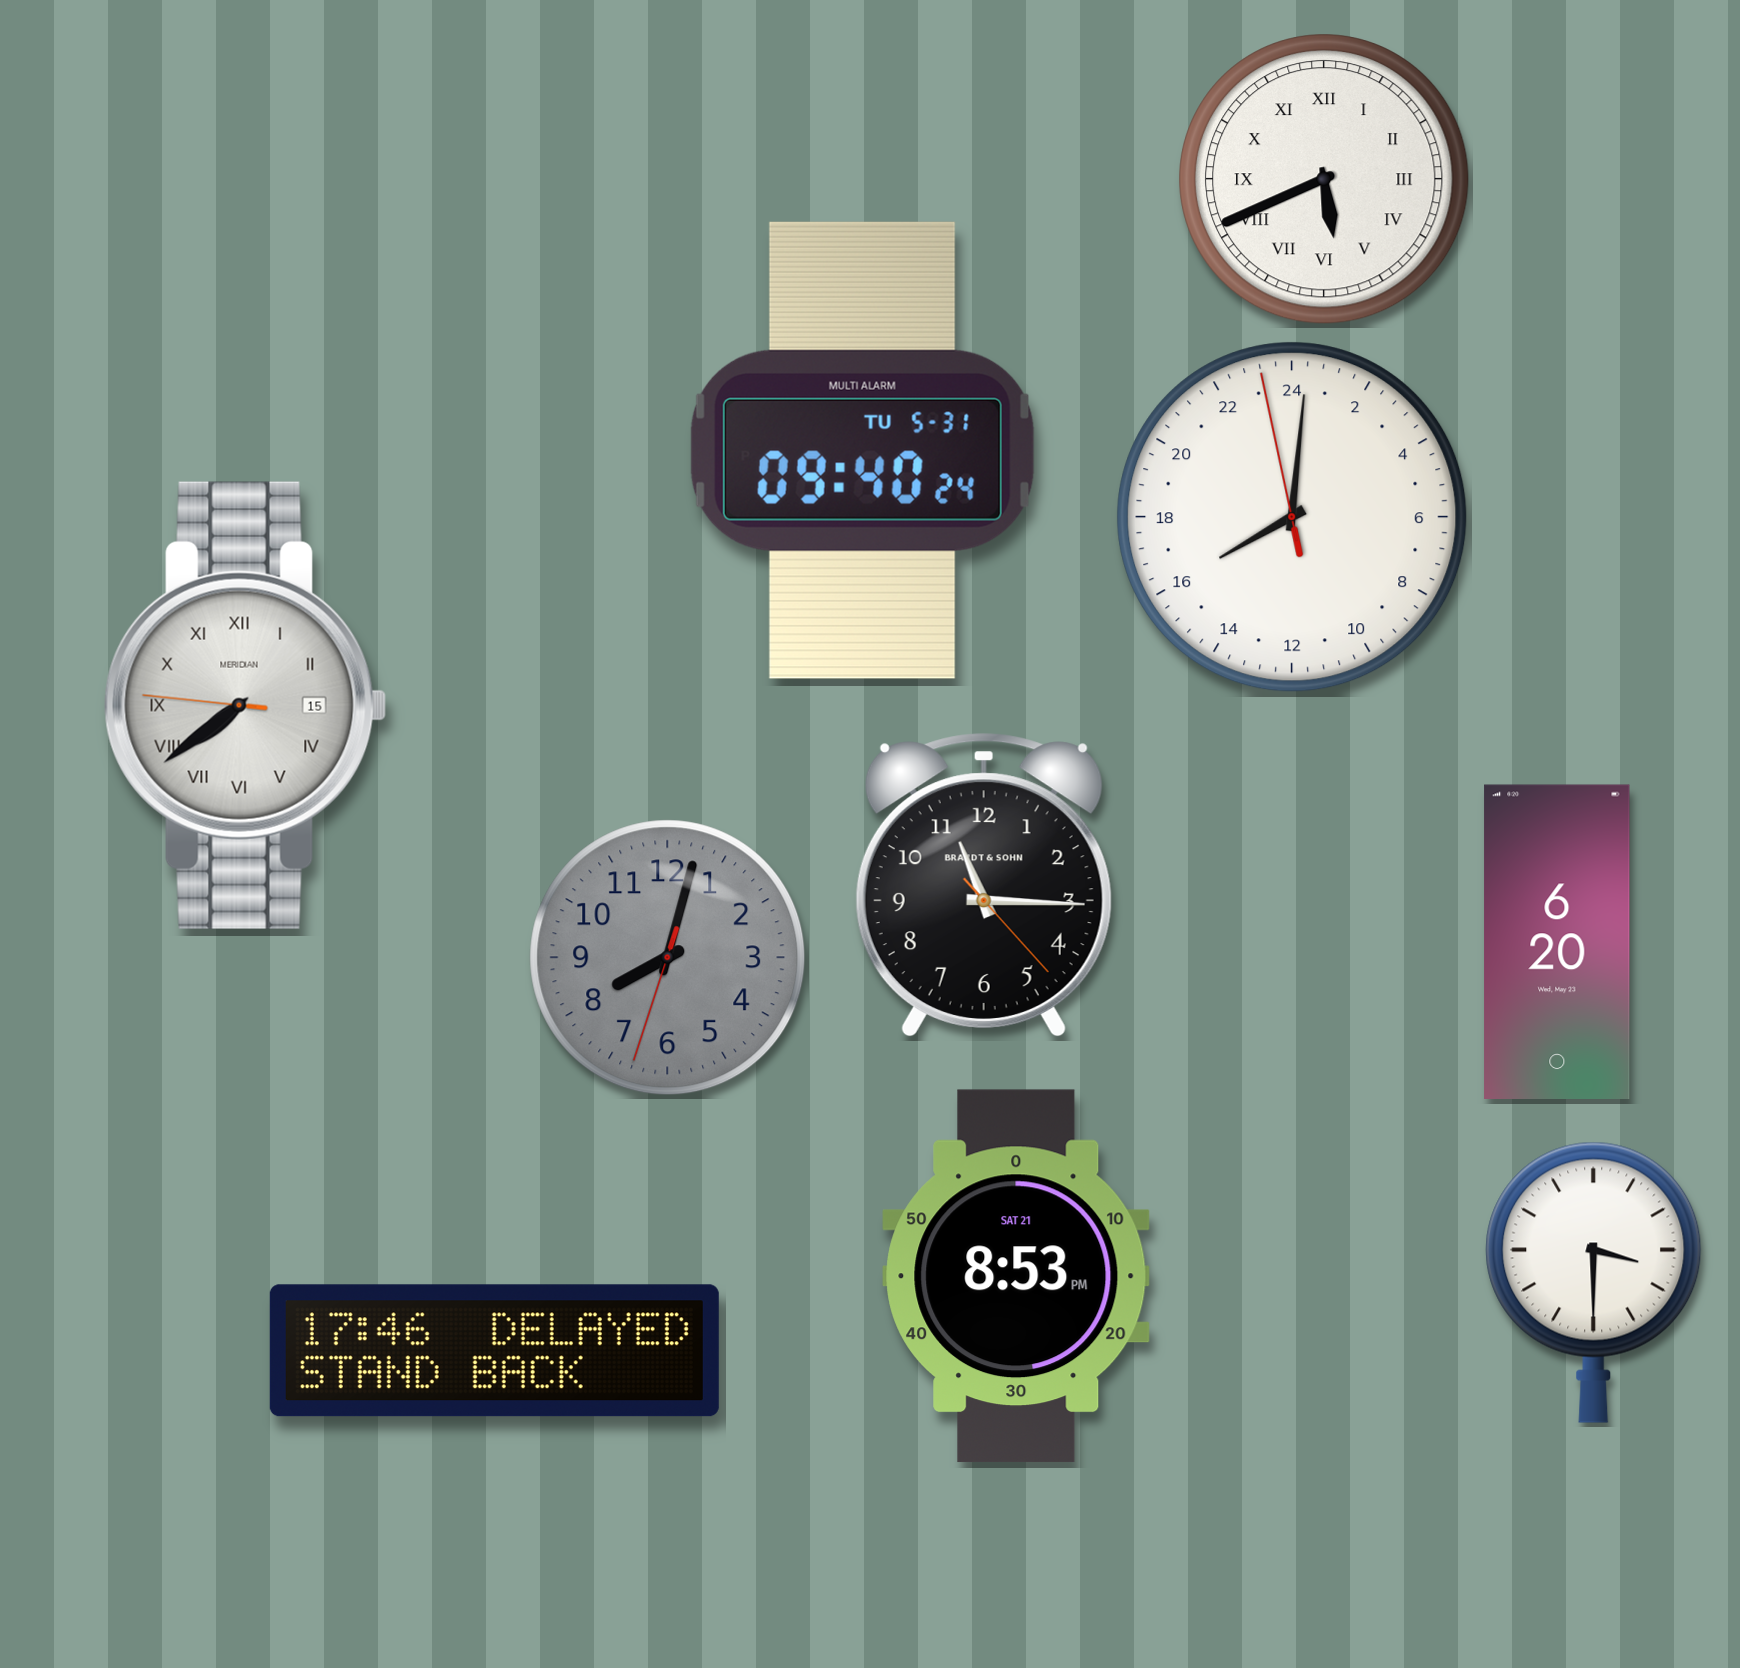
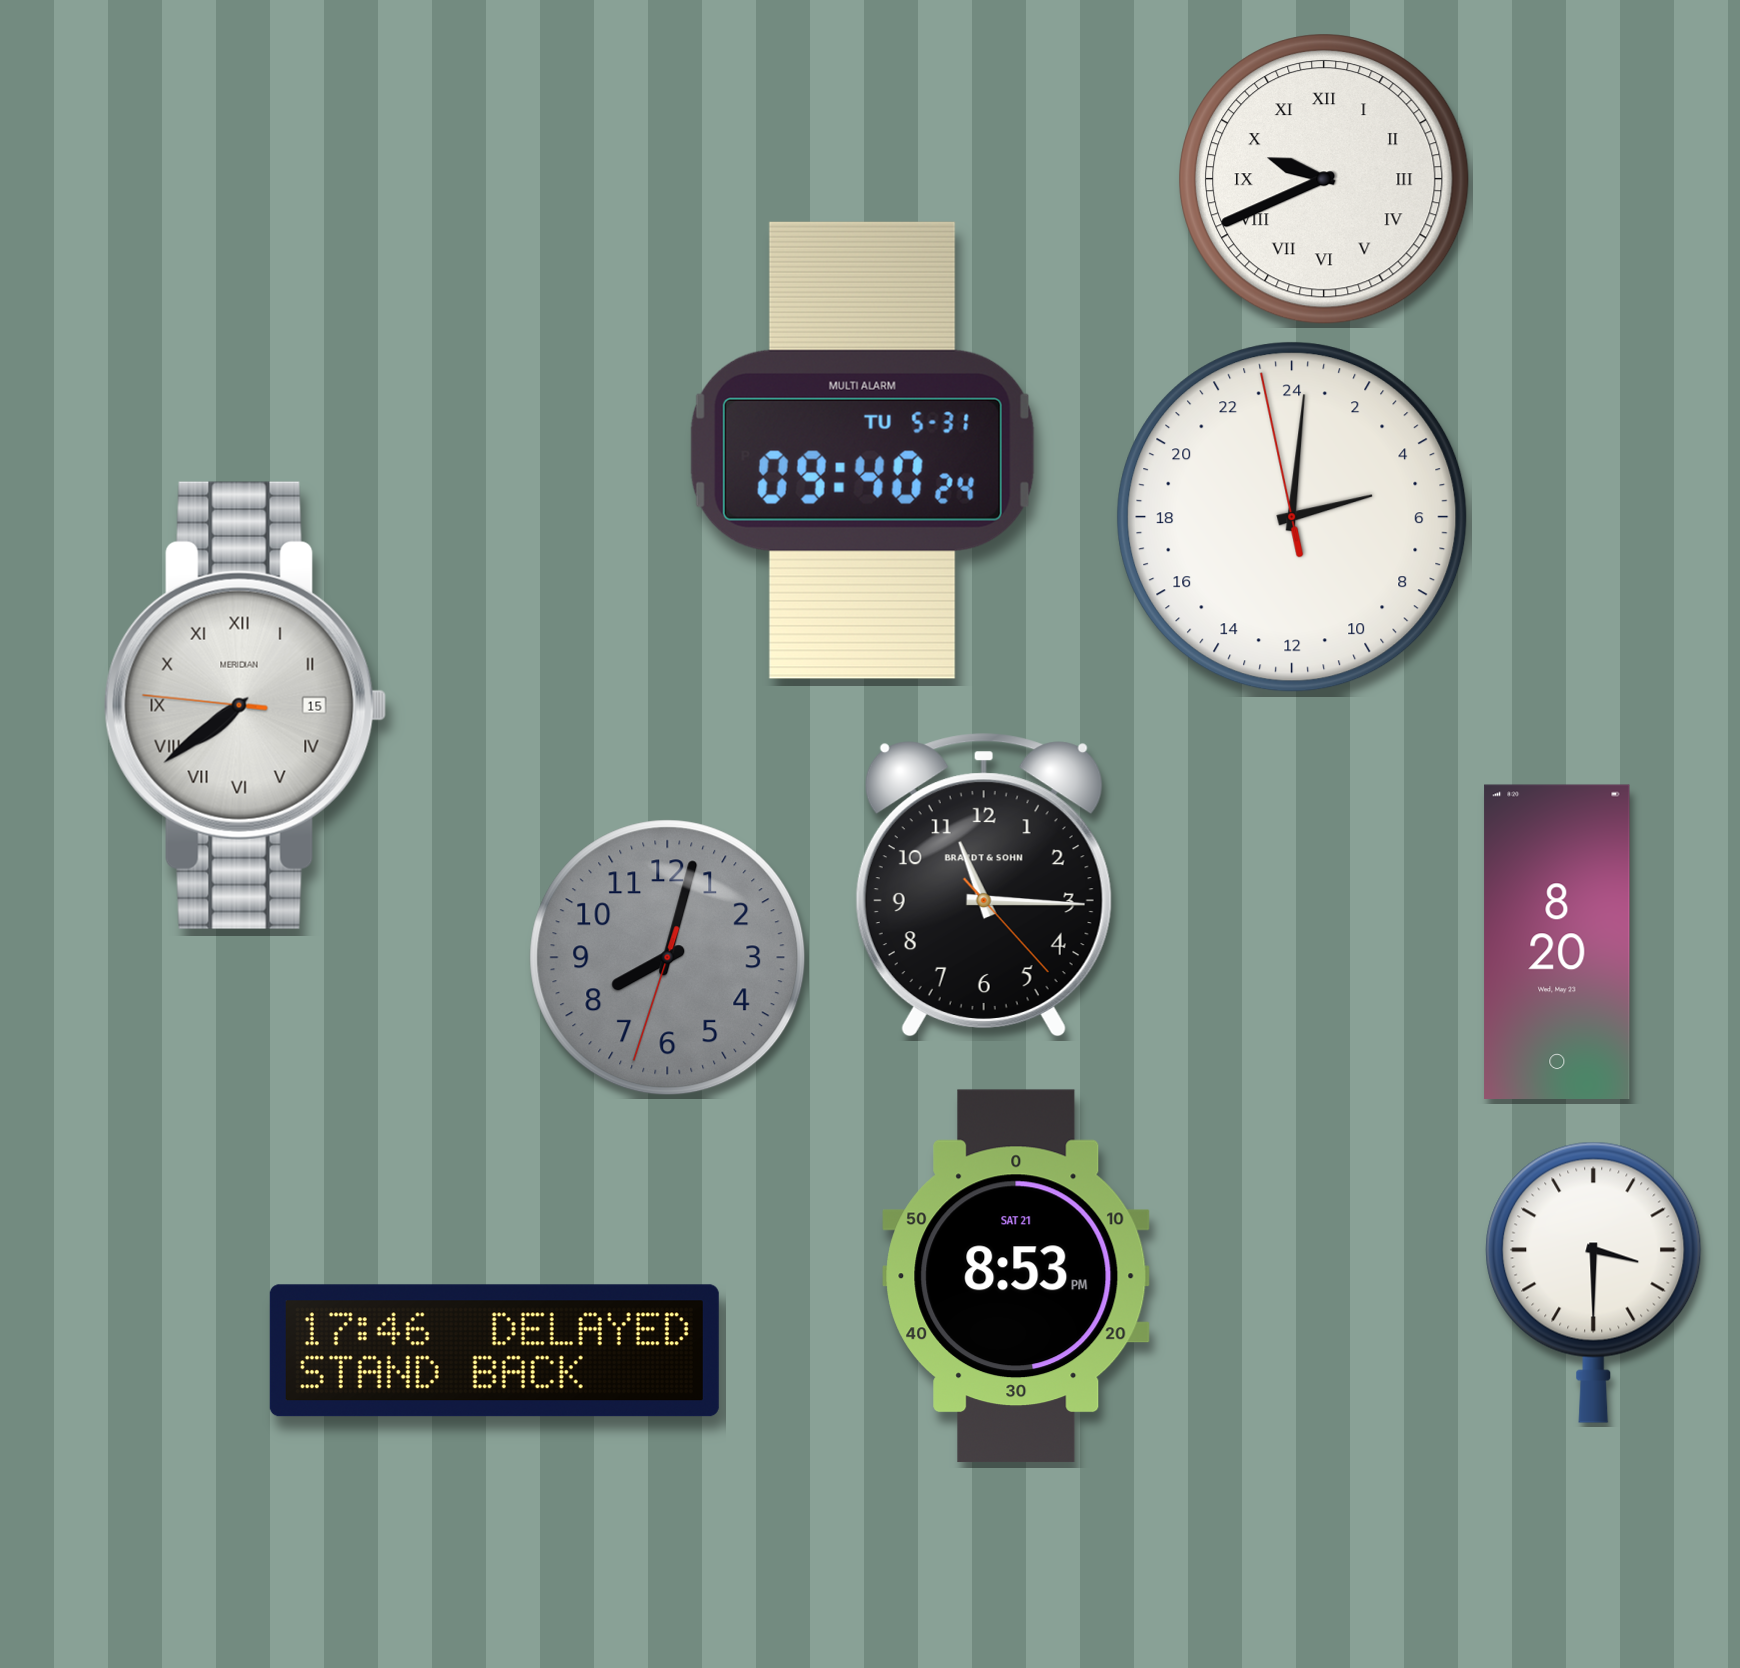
clock at (1324, 179): 5:41 -> 9:41
clock at (1292, 517): 16:00 -> 5:00
clock at (1557, 941): 6:20 -> 8:20
